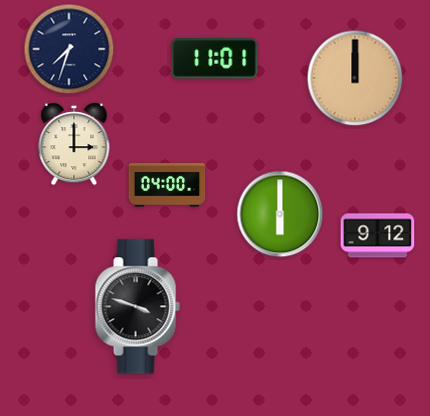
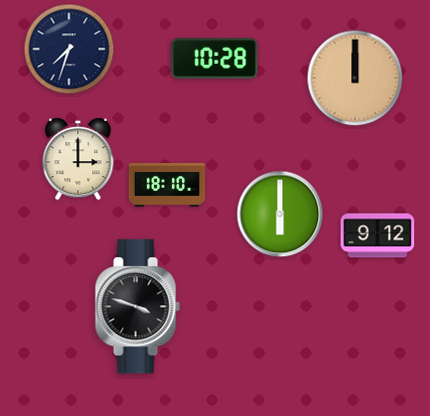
clock at (215, 59): 11:01 -> 10:28
clock at (74, 144) position: (74, 144) -> (78, 159)
clock at (167, 185): 04:00 -> 18:10
